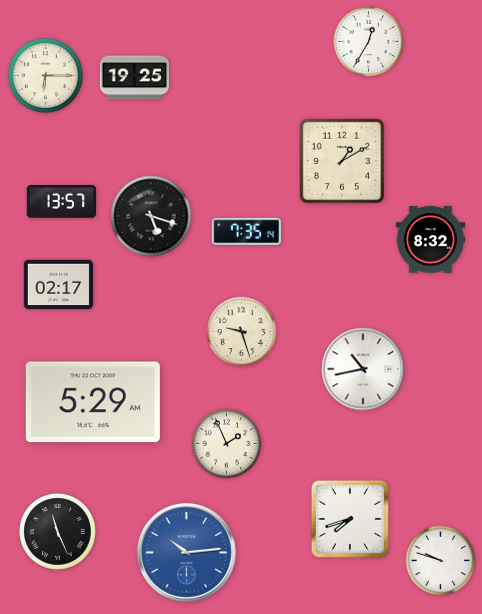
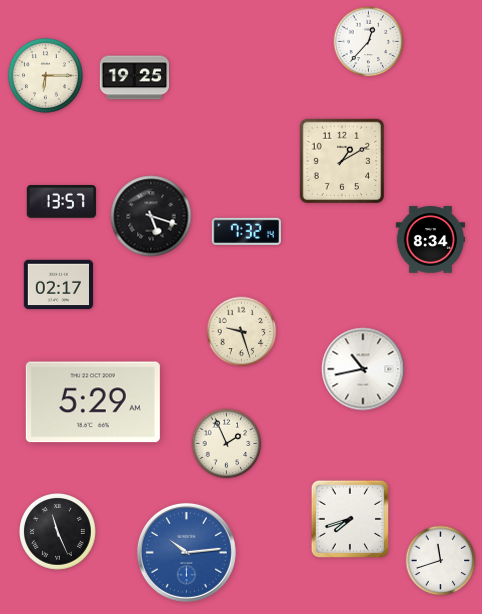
clock at (369, 42): 12:35 -> 12:37
clock at (246, 231): 7:35 -> 7:32
clock at (430, 240): 8:32 -> 8:34
clock at (441, 561): 9:48 -> 11:42
